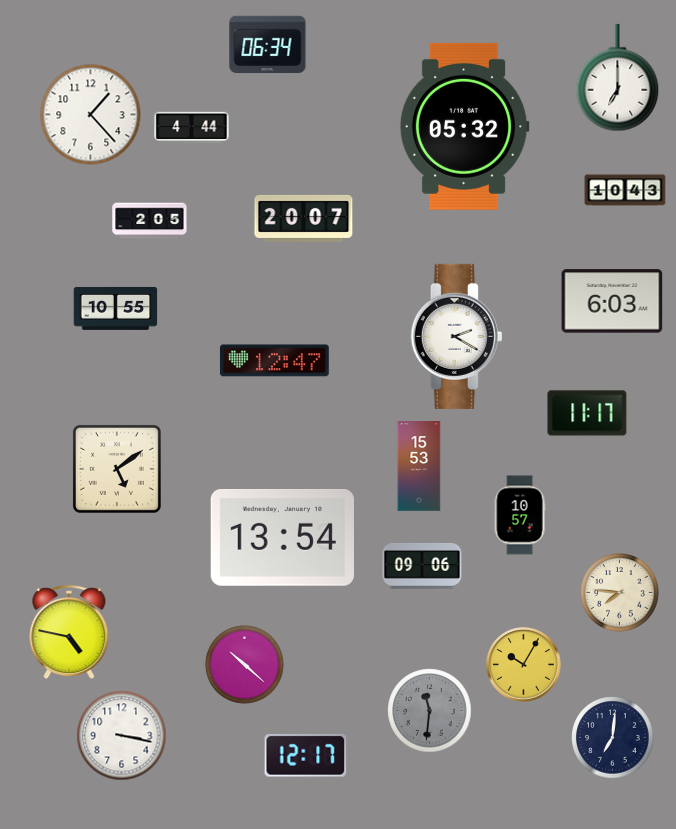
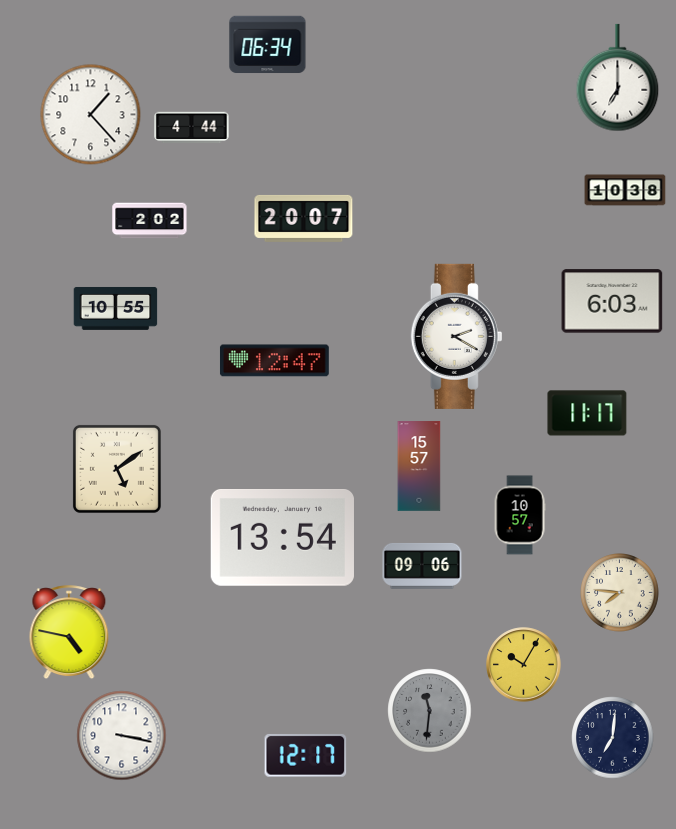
clock at (464, 126): 05:32 -> none
clock at (625, 190): 10:43 -> 10:38
clock at (150, 221): 2:05 -> 2:02
clock at (419, 466): 15:53 -> 15:57
clock at (245, 665): 10:22 -> none
